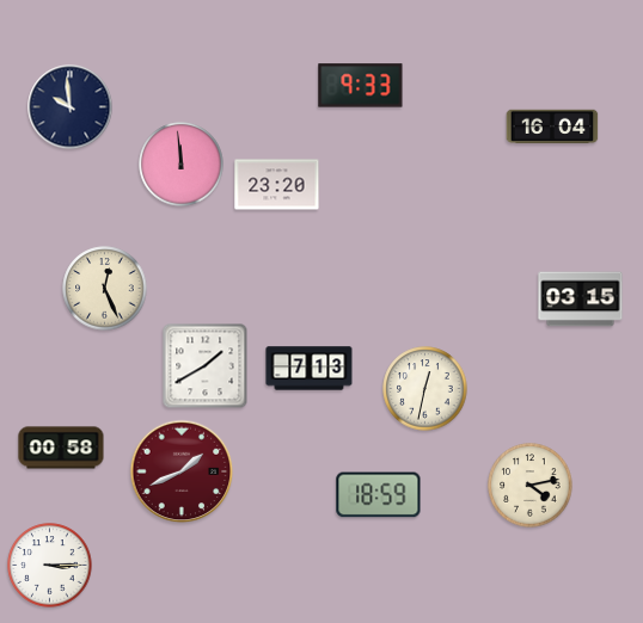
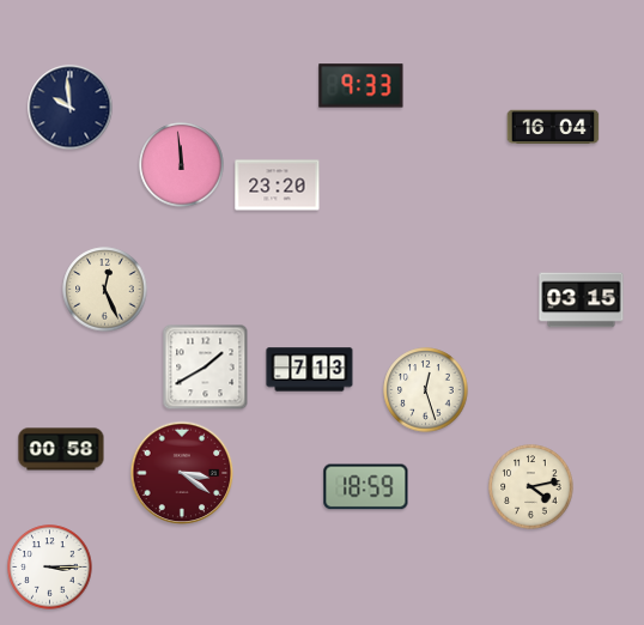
clock at (425, 389): 12:32 -> 12:27
clock at (182, 471): 1:41 -> 3:21
clock at (379, 495) position: (379, 495) -> (366, 487)
